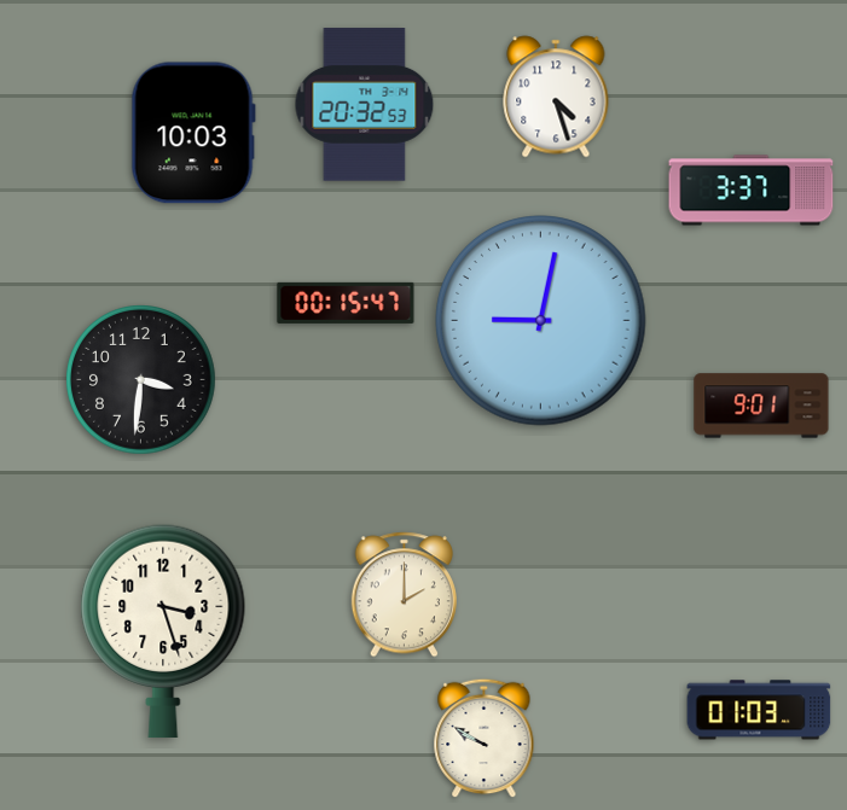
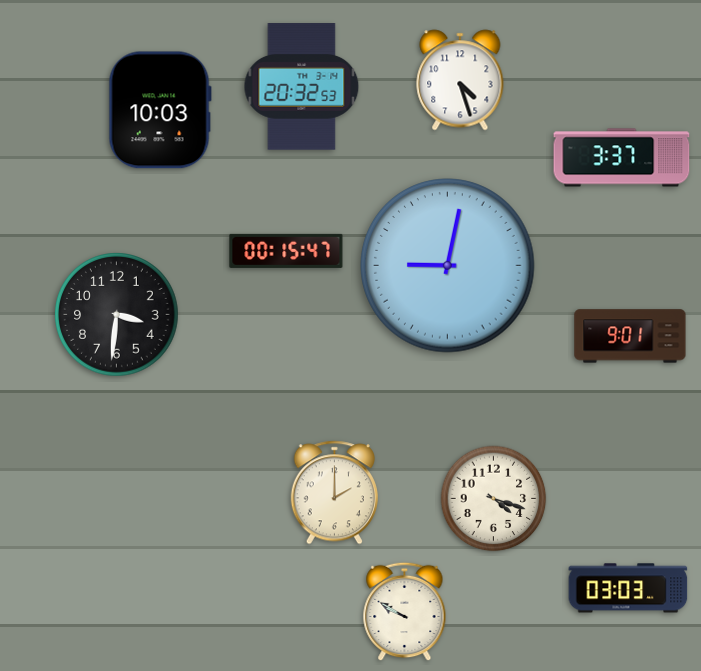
clock at (494, 499): none -> 4:18
clock at (163, 631): 3:27 -> none
clock at (759, 710): 01:03 -> 03:03
clock at (485, 739) position: (485, 739) -> (405, 612)
